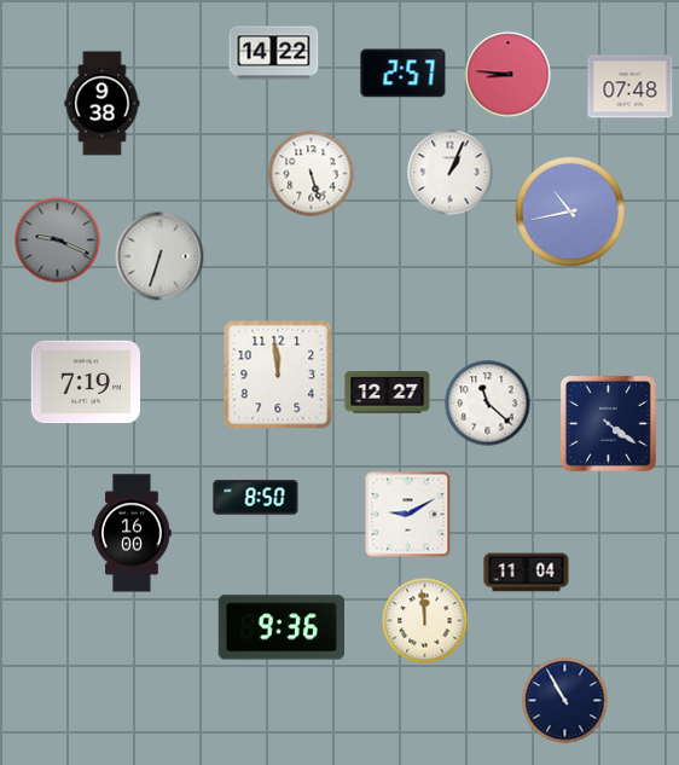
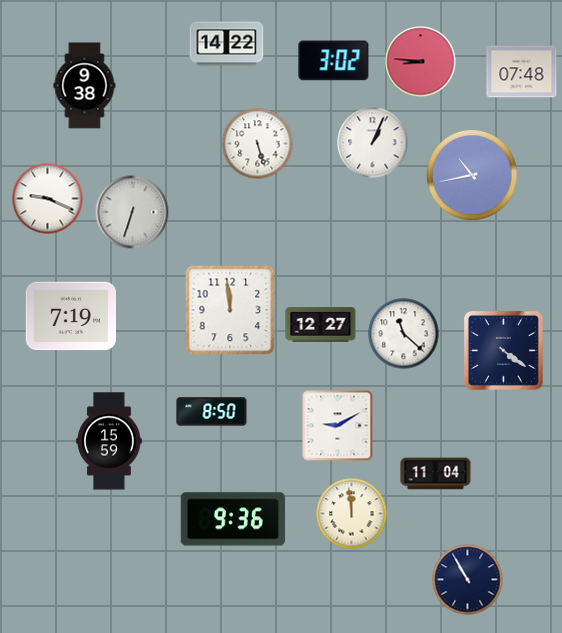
clock at (404, 74): 2:57 -> 3:02
clock at (58, 240) dial: grey -> white
clock at (132, 533): 16:00 -> 15:59
